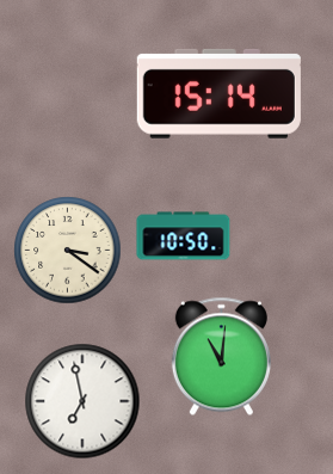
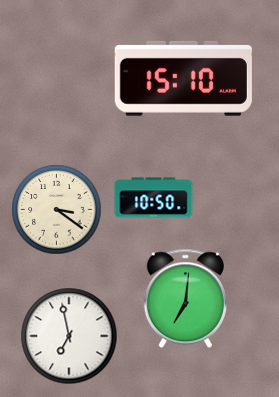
clock at (218, 93): 15:14 -> 15:10
clock at (221, 357): 11:01 -> 7:01
